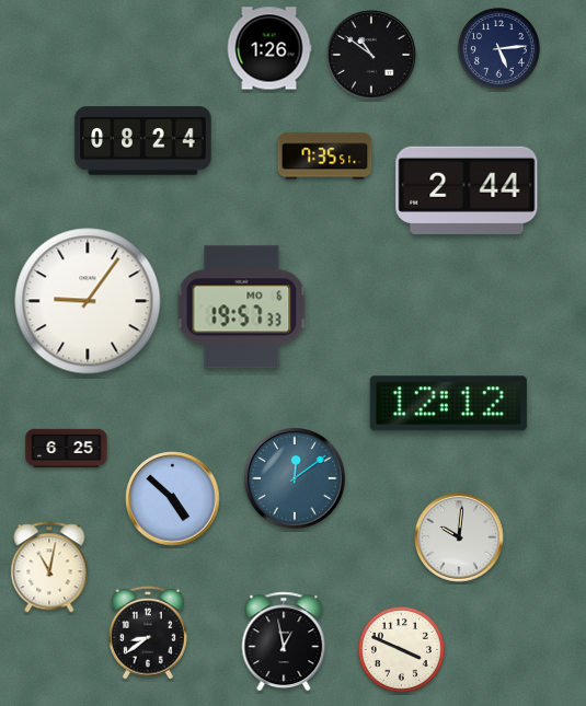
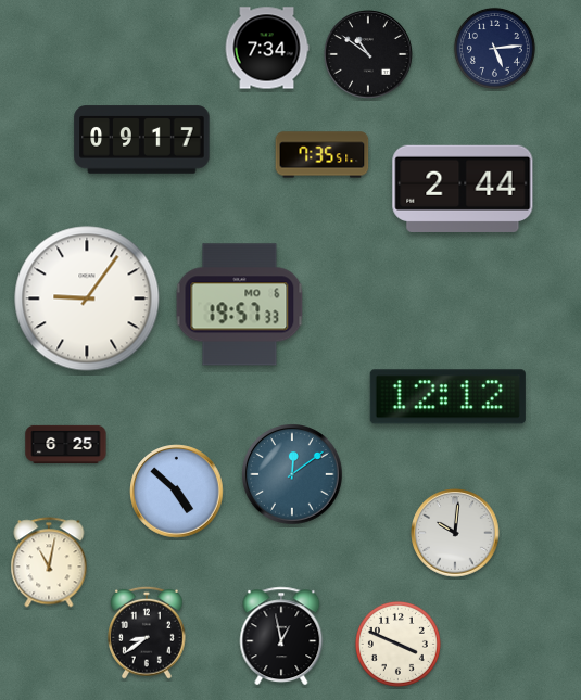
clock at (269, 48): 1:26 -> 7:34
clock at (143, 141): 08:24 -> 09:17
clock at (448, 404) position: (448, 404) -> (447, 397)
clock at (173, 499) position: (173, 499) -> (177, 492)
clock at (149, 633) position: (149, 633) -> (148, 633)
